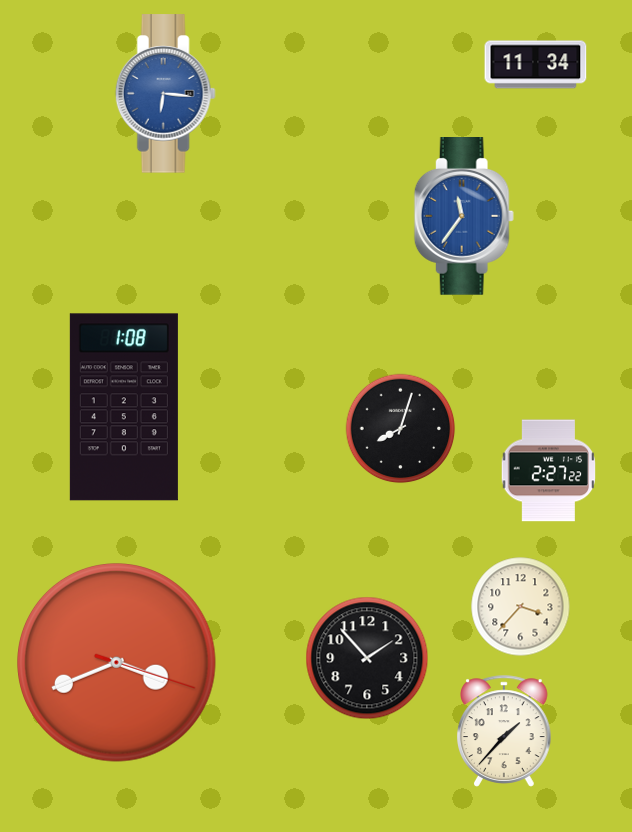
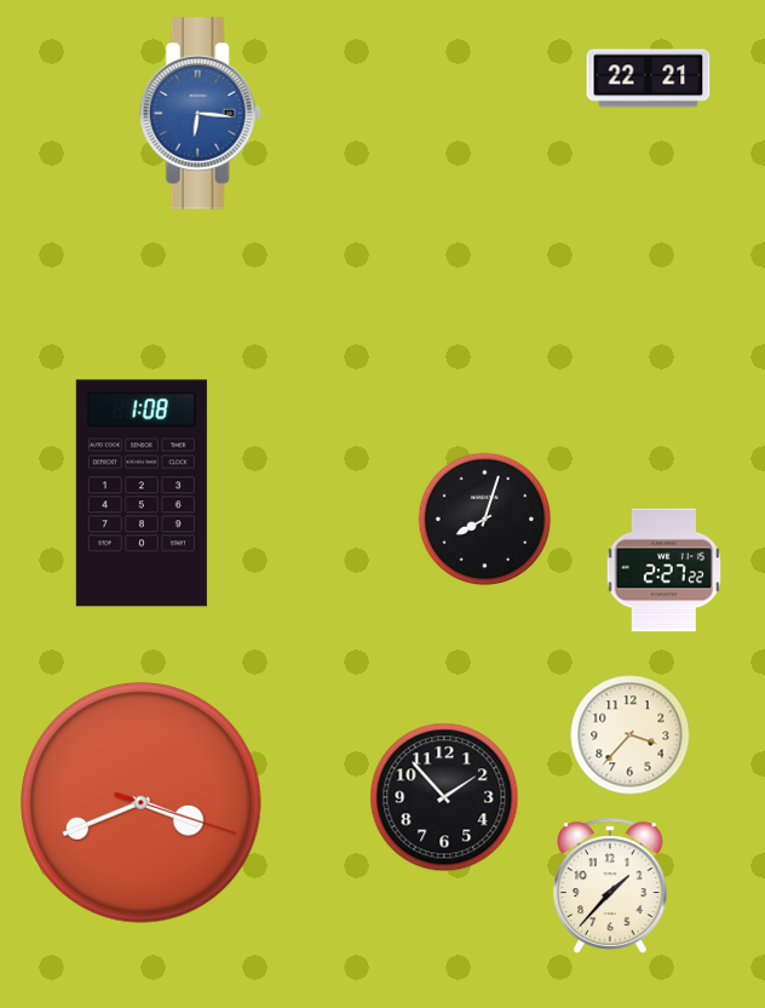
clock at (536, 65): 11:34 -> 22:21
clock at (464, 217): 11:36 -> none
clock at (124, 407) position: (124, 407) -> (142, 493)
